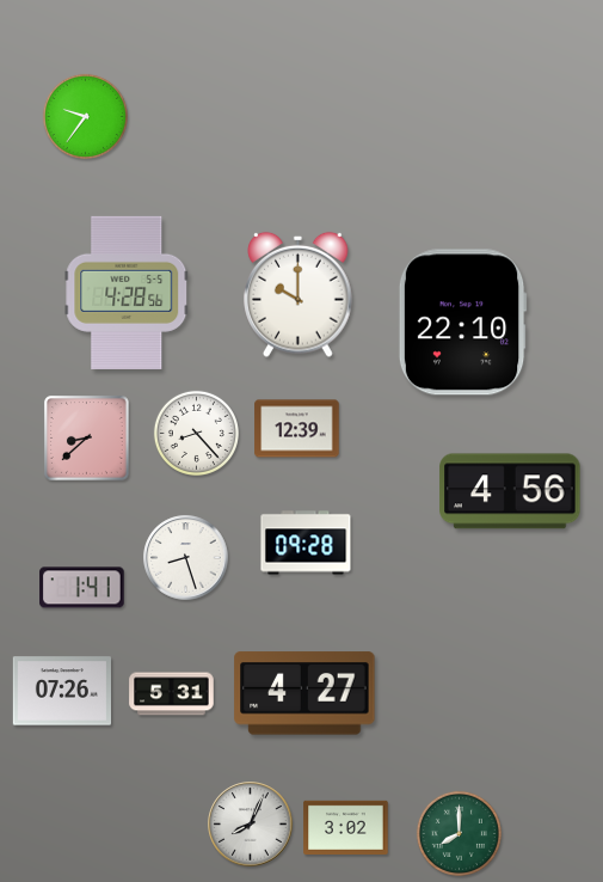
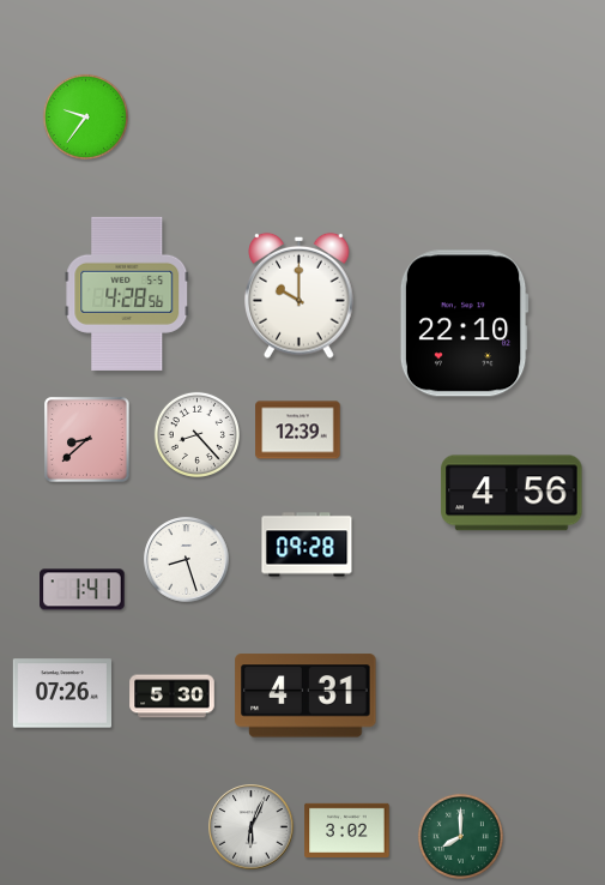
clock at (304, 693): 4:27 -> 4:31
clock at (172, 694): 5:31 -> 5:30
clock at (251, 825): 8:04 -> 6:04
